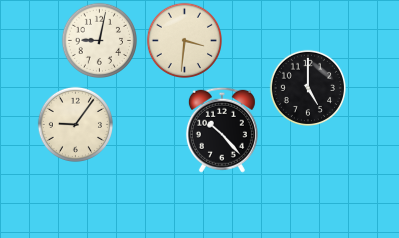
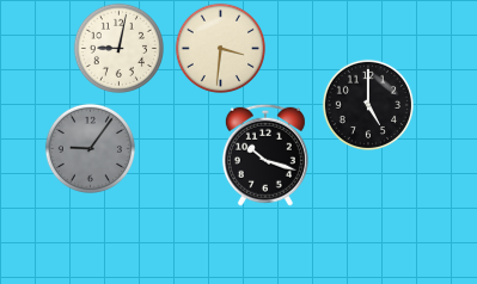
clock at (75, 124) dial: cream -> grey
clock at (222, 130): 10:23 -> 10:18
